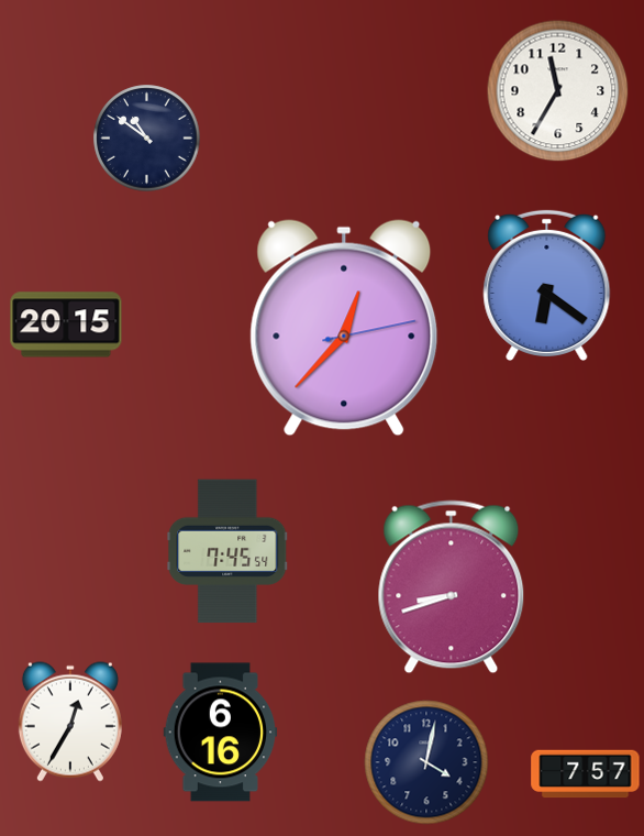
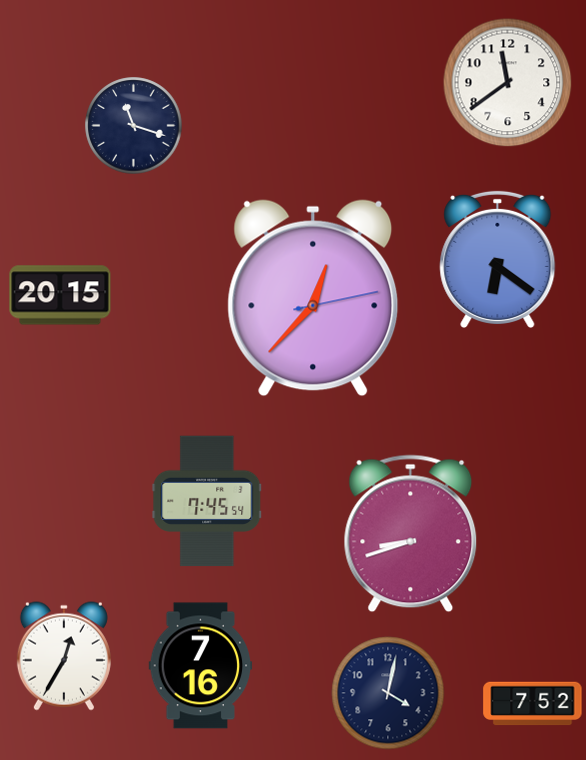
clock at (558, 91): 11:35 -> 11:39
clock at (147, 139): 10:51 -> 11:18
clock at (221, 733): 6:16 -> 7:16
clock at (586, 774): 7:57 -> 7:52
